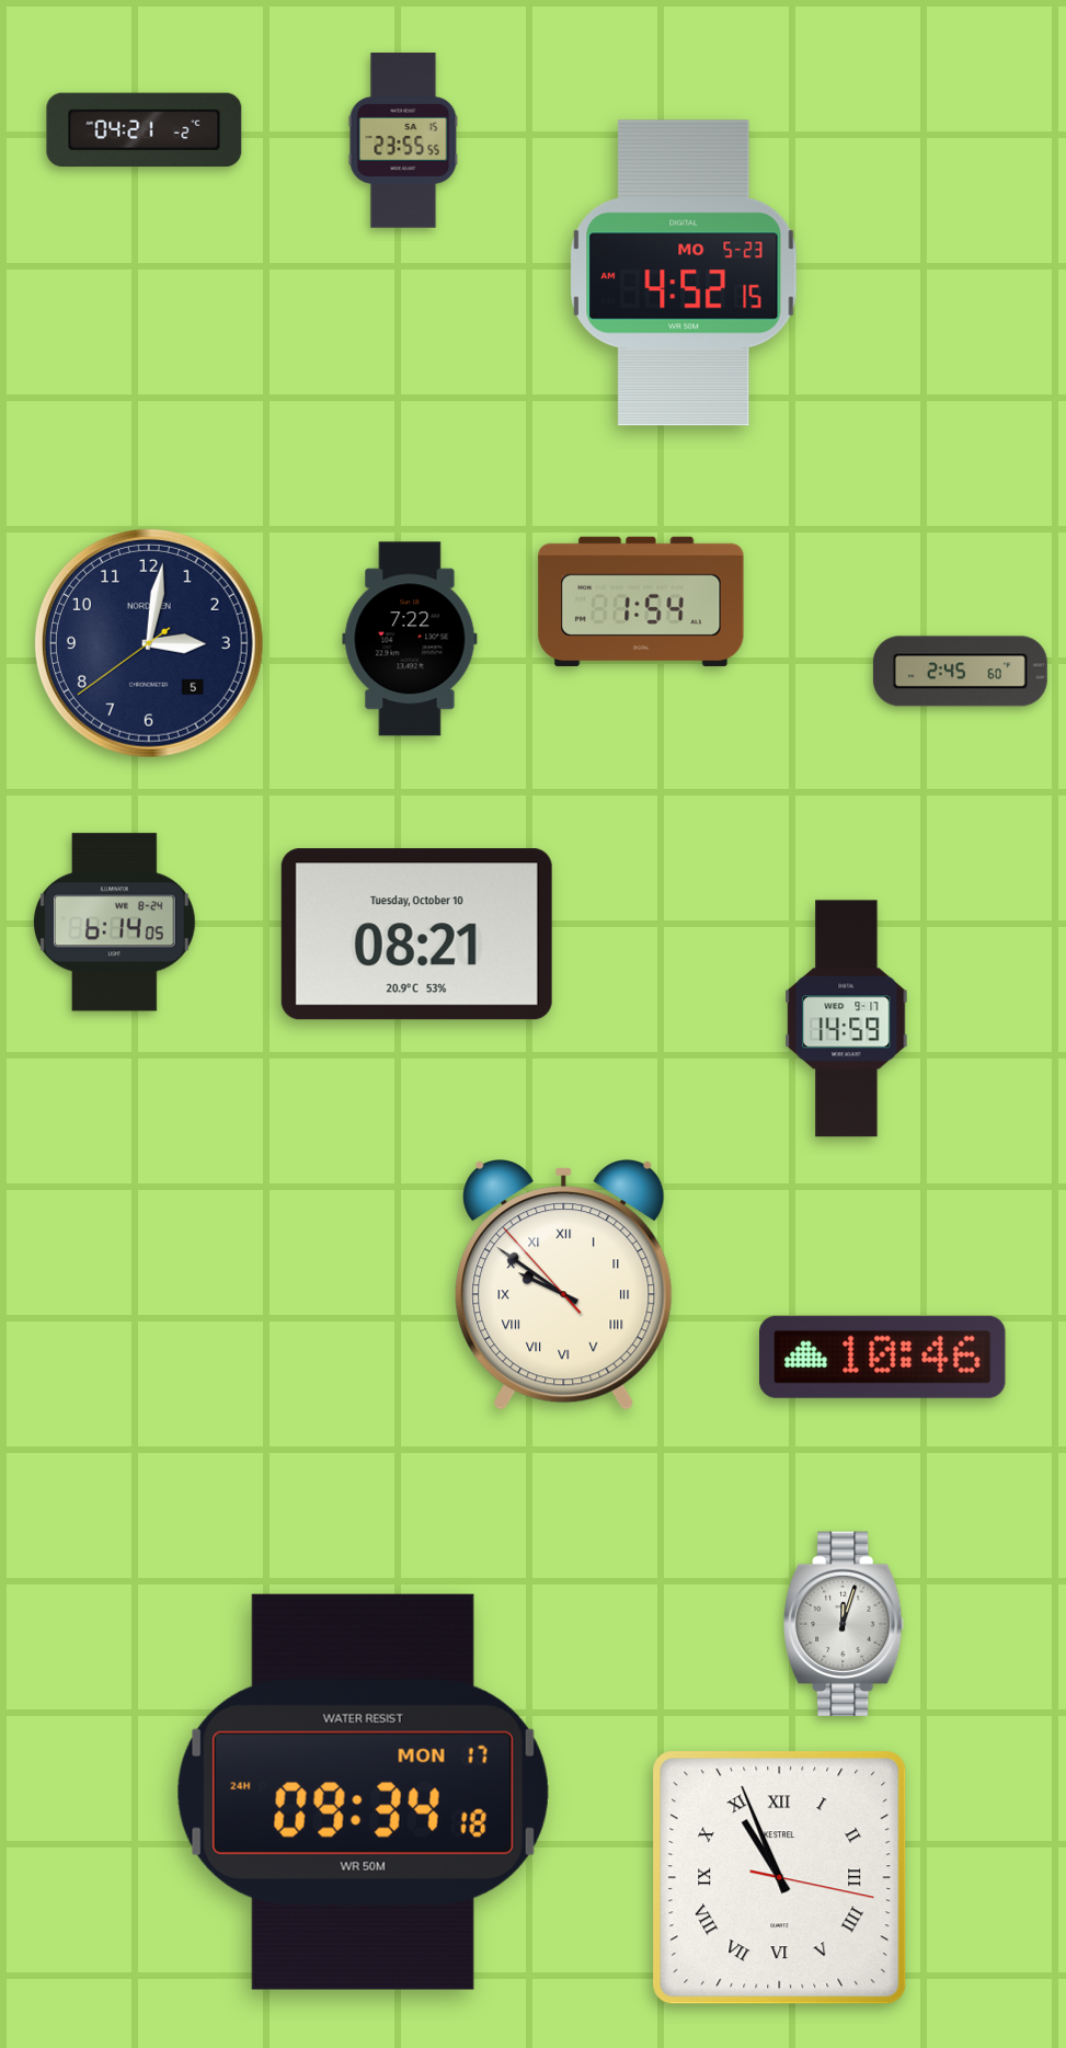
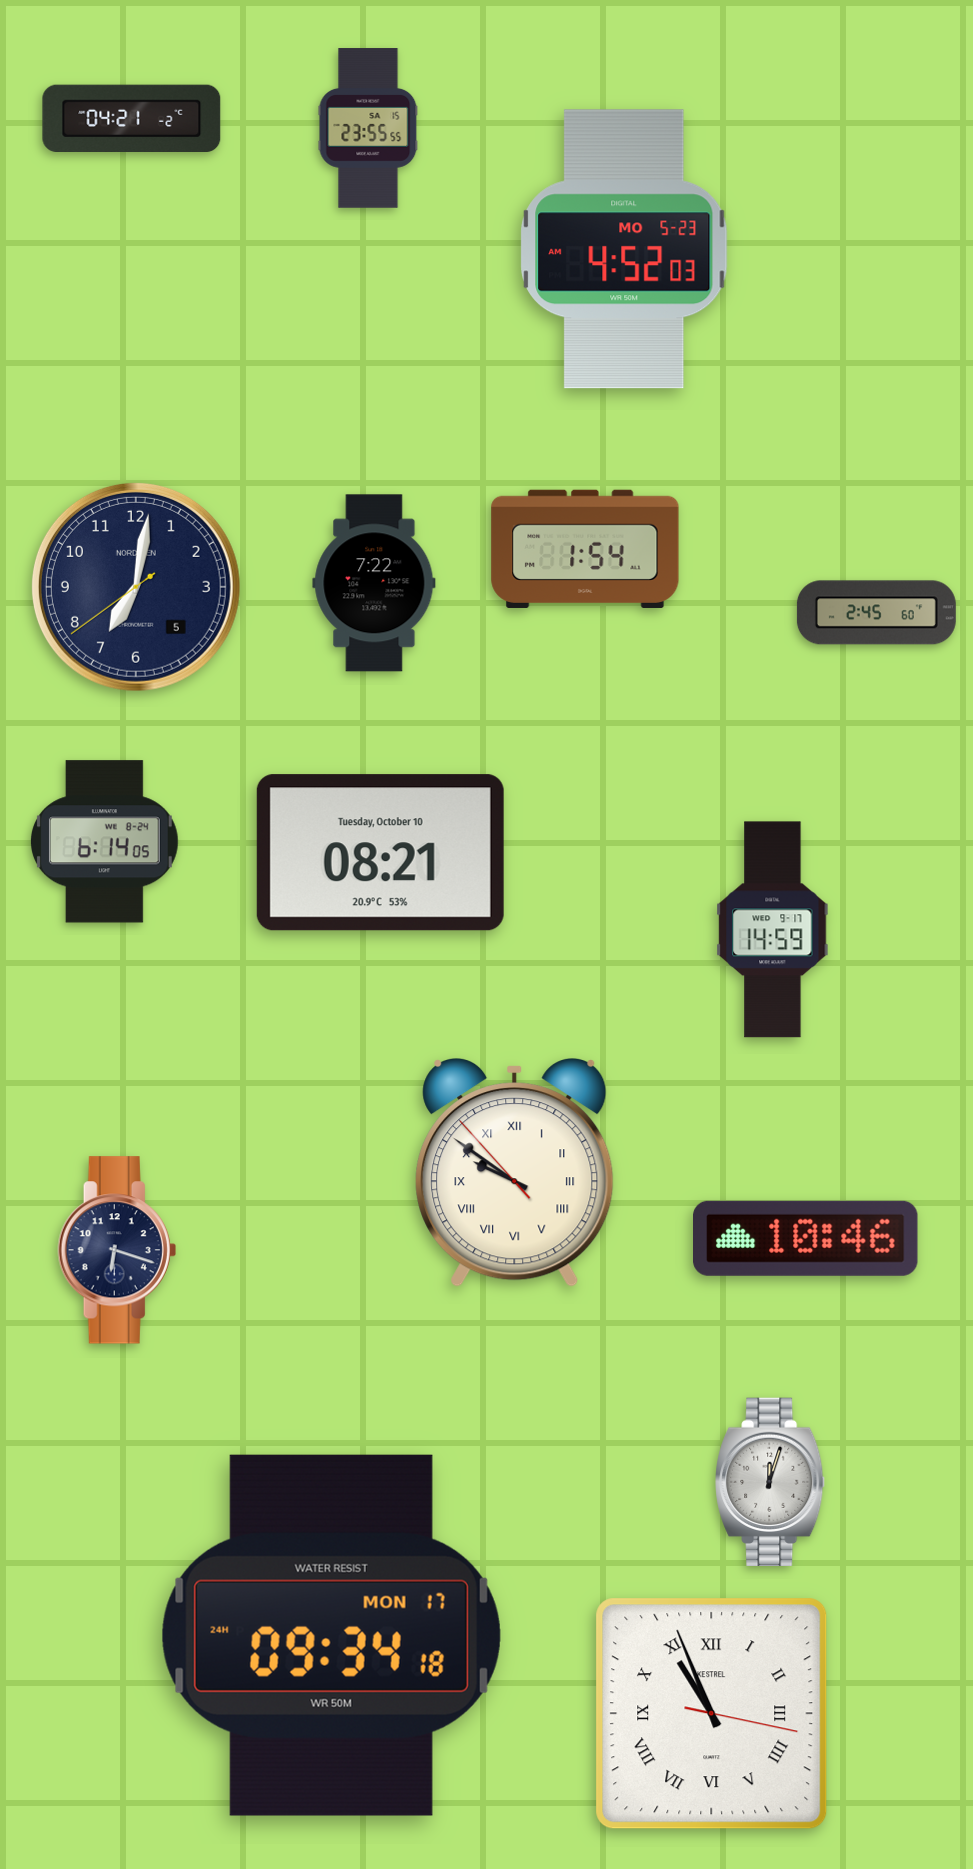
clock at (684, 273): 4:52:15 -> 4:52:03
clock at (149, 643): 3:01 -> 7:01
clock at (117, 1250): none -> 6:18
